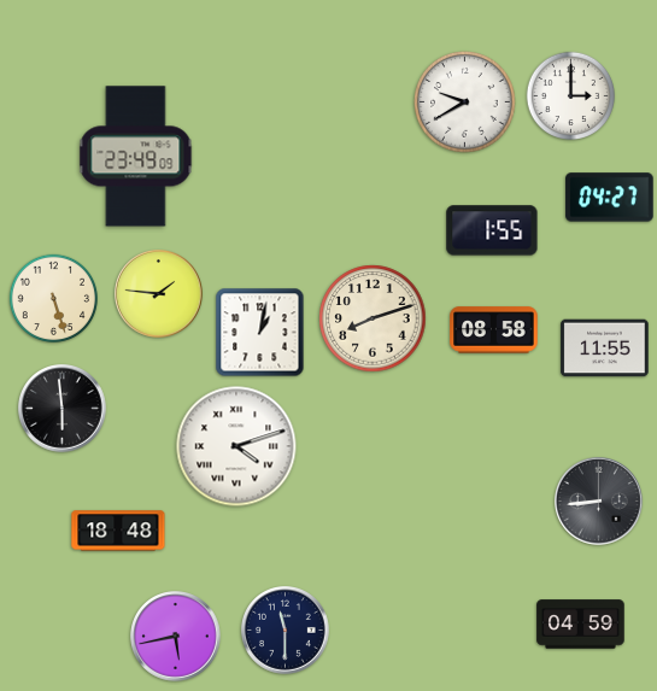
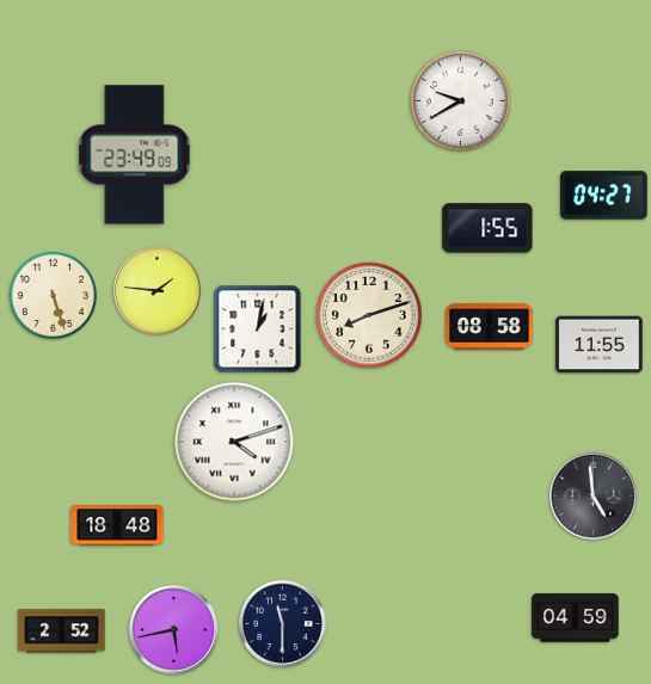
clock at (570, 95): 3:00 -> none
clock at (63, 409): 5:59 -> none
clock at (599, 502): 8:44 -> 4:59
clock at (62, 631): none -> 2:52
